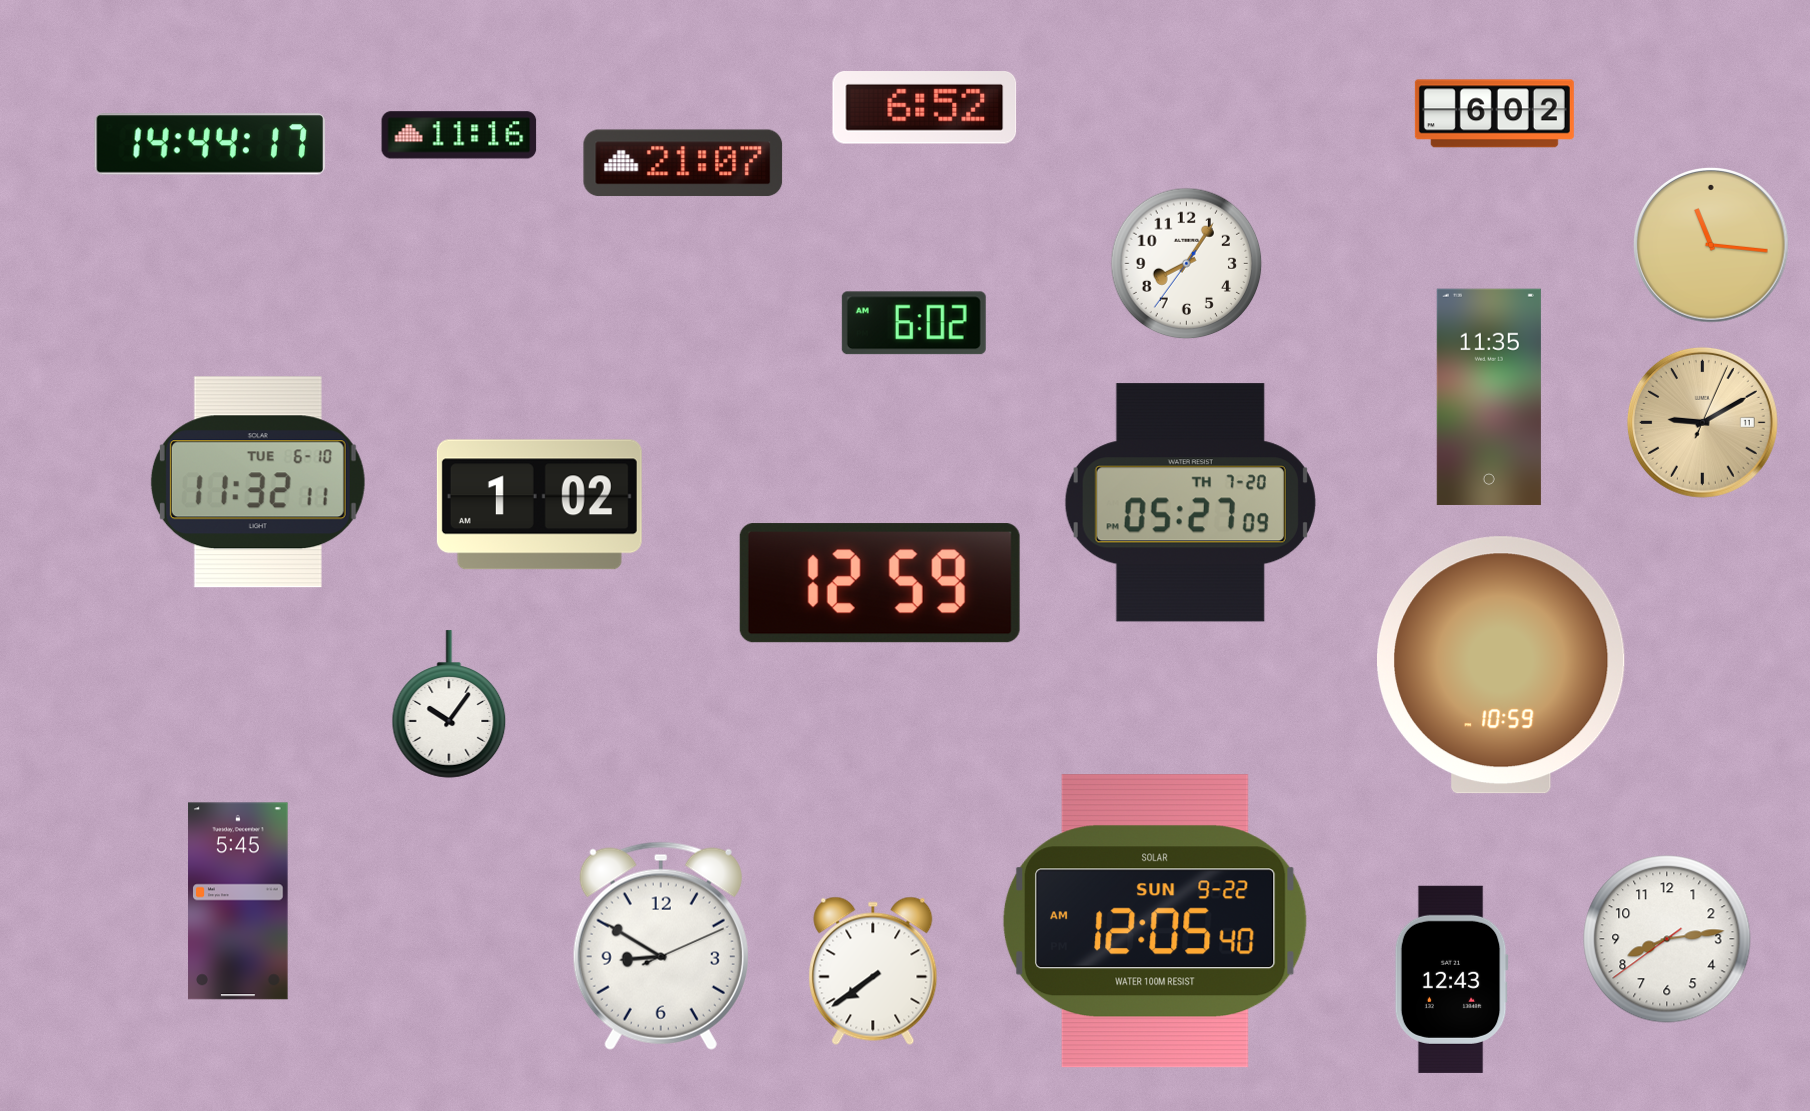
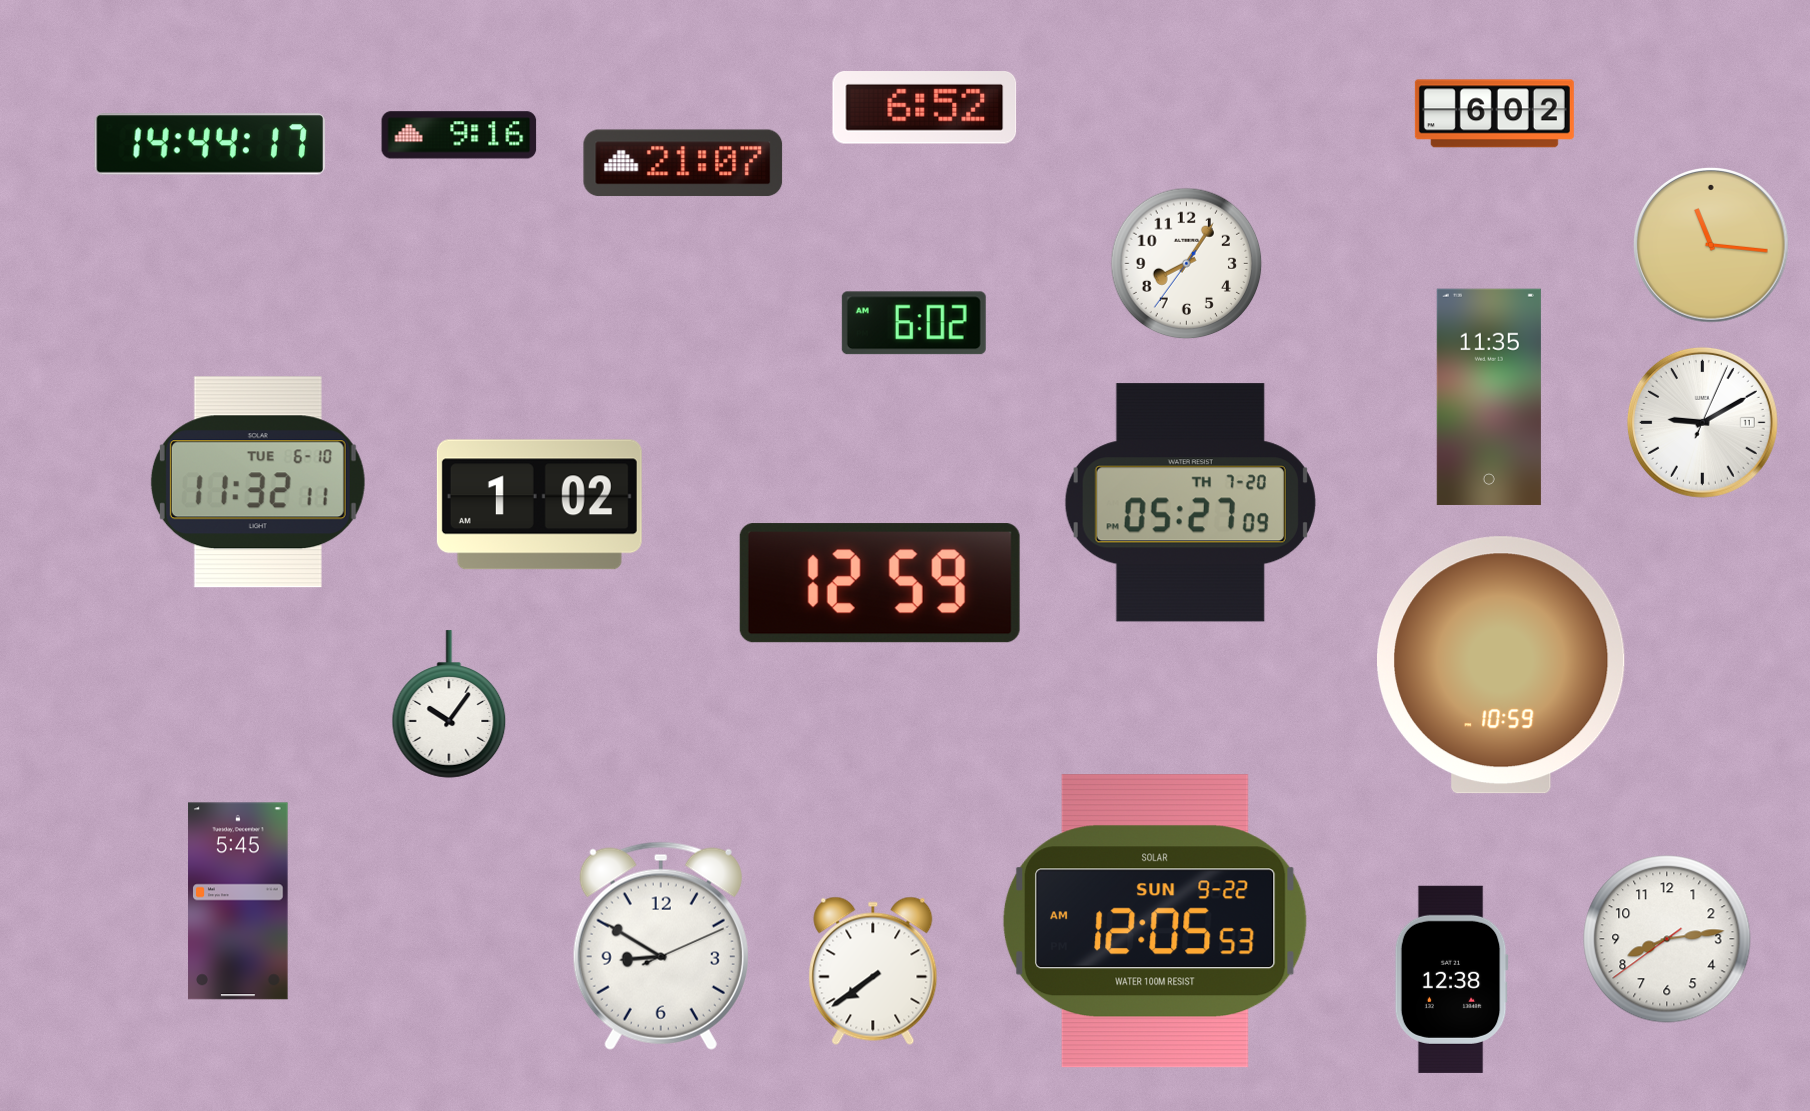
clock at (459, 135): 11:16 -> 9:16
clock at (1702, 422) dial: champagne -> white
clock at (1155, 921): 12:05:40 AM -> 12:05:53 AM
clock at (1451, 979): 12:43 -> 12:38
